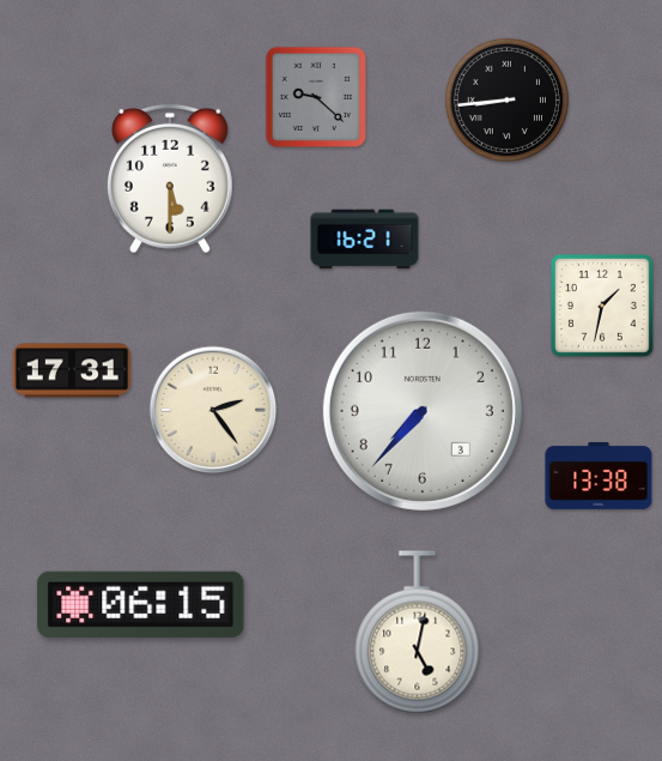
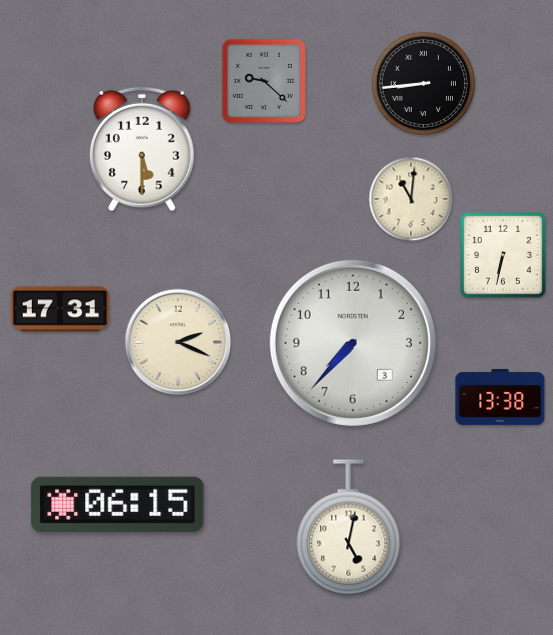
clock at (411, 199): none -> 11:01
clock at (365, 240): 16:21 -> none
clock at (603, 307): 1:32 -> 6:32
clock at (213, 410): 2:24 -> 2:19
